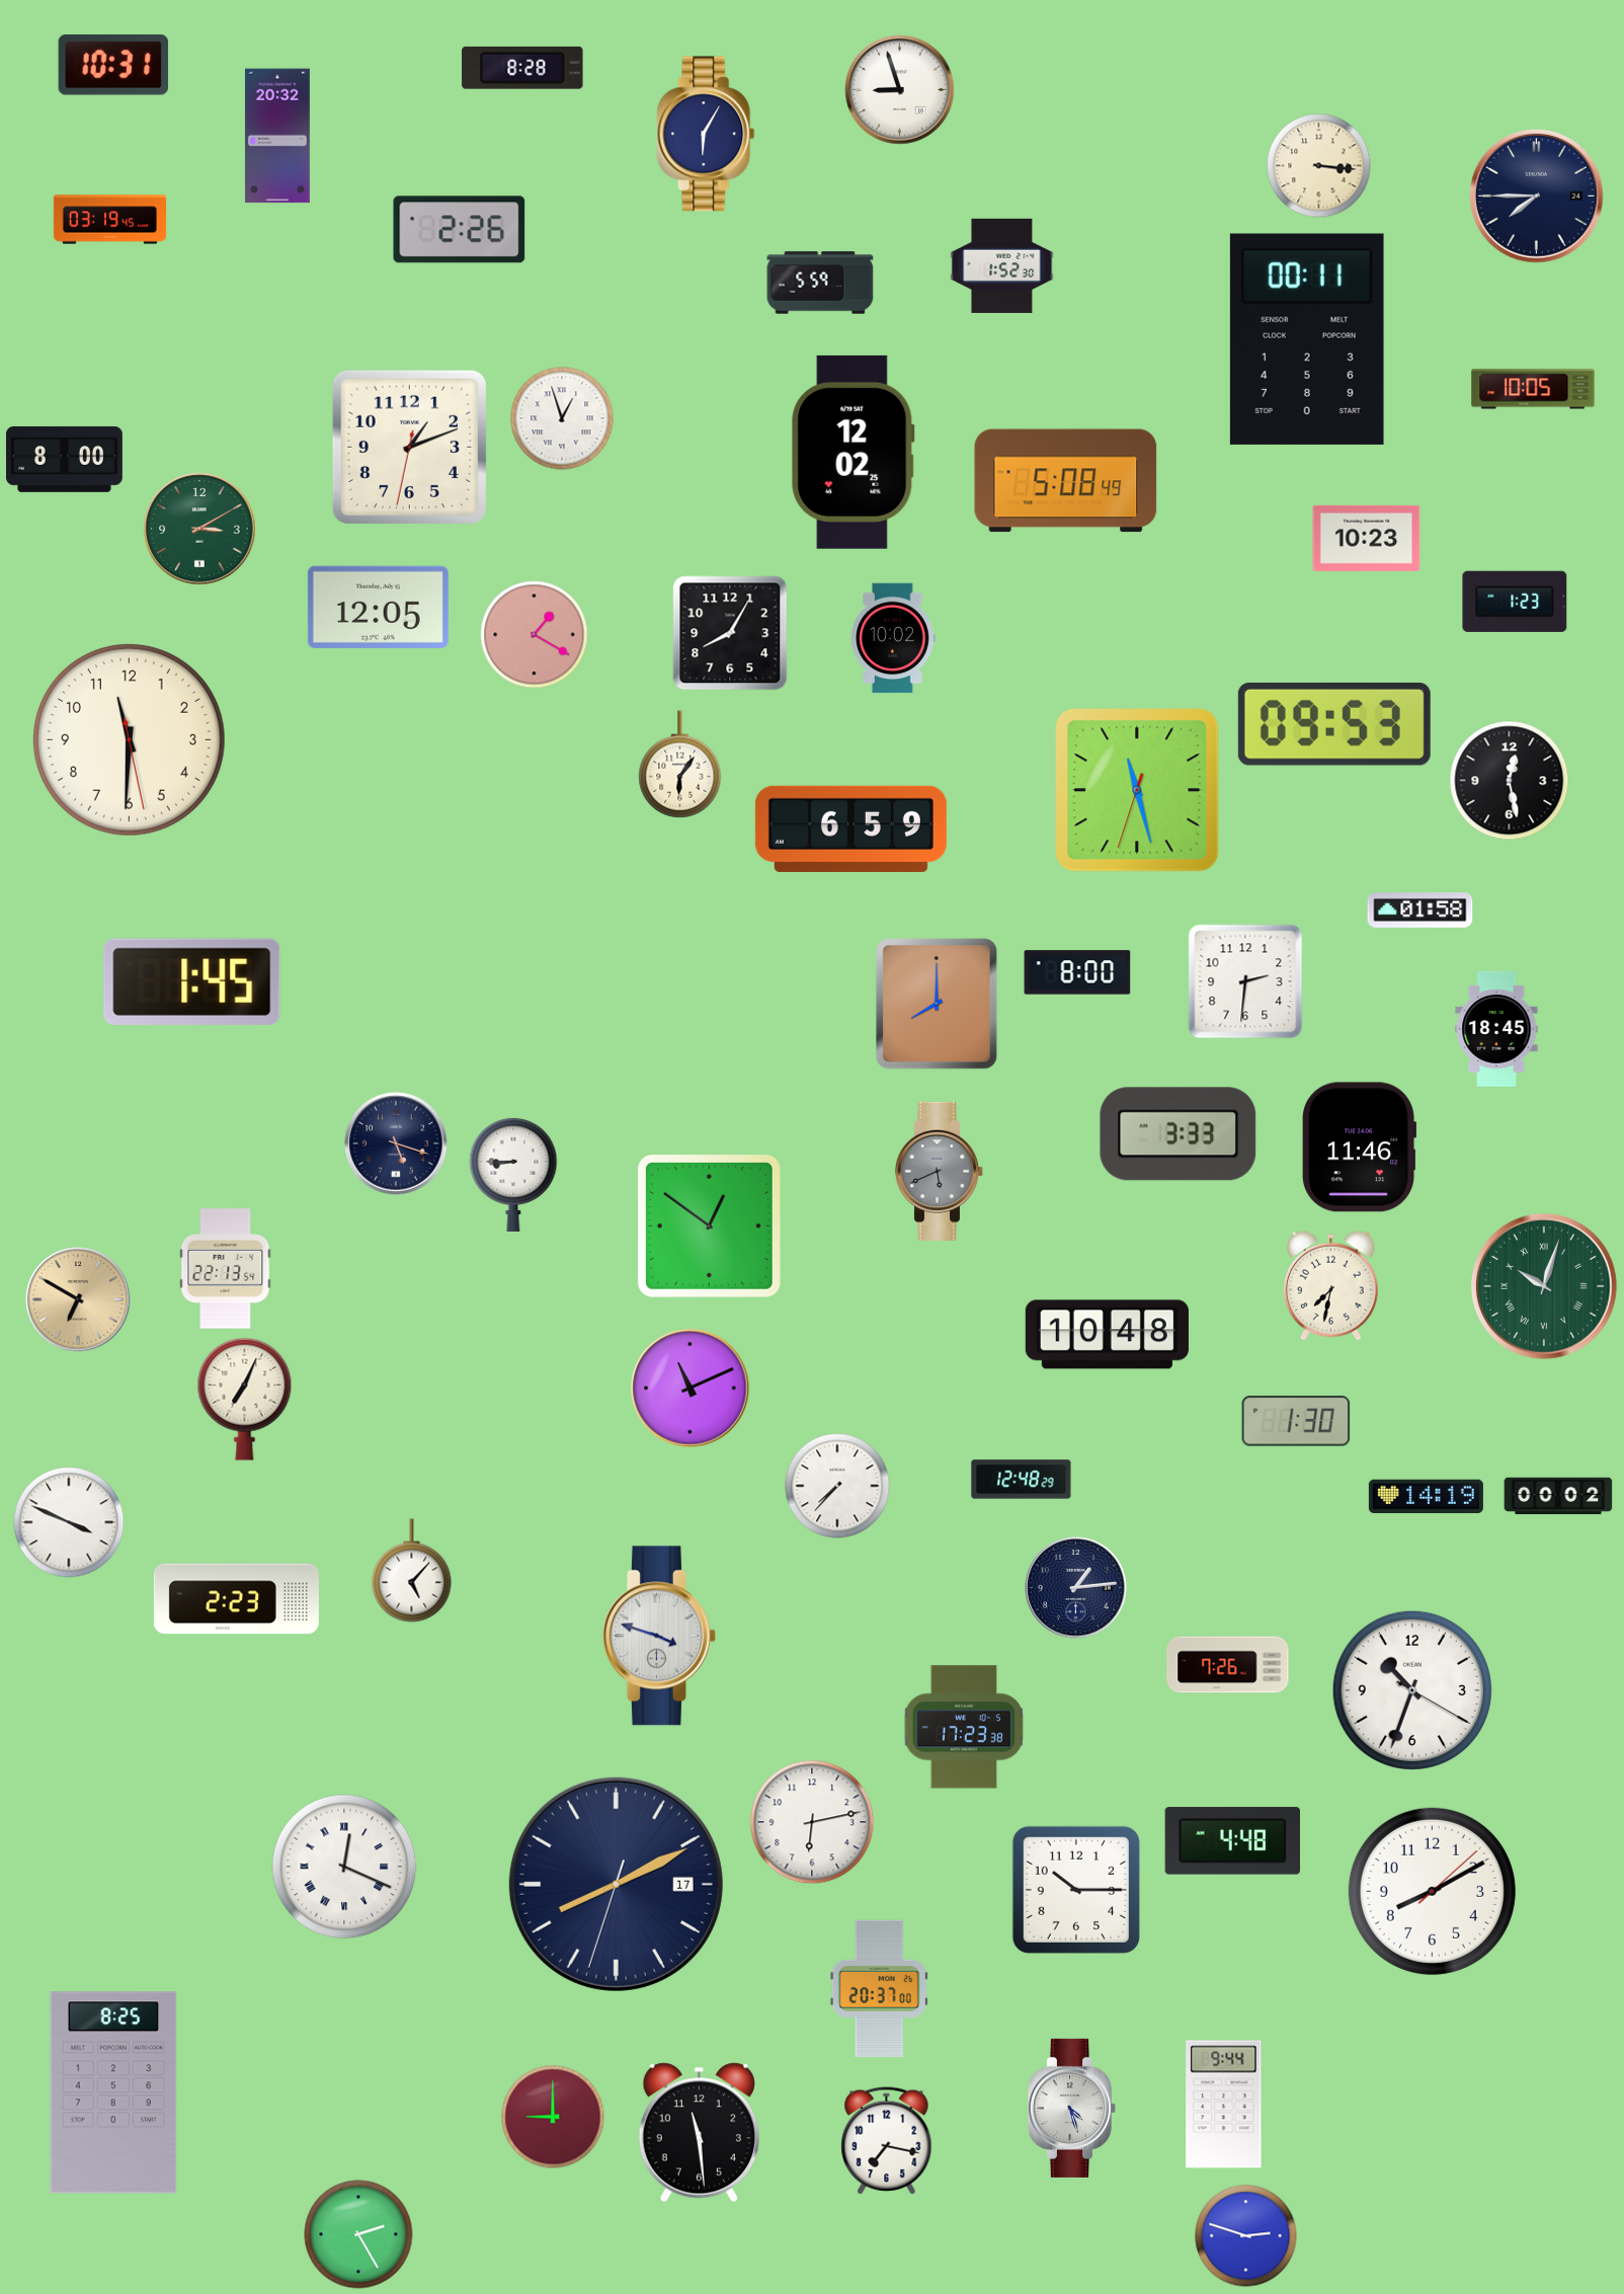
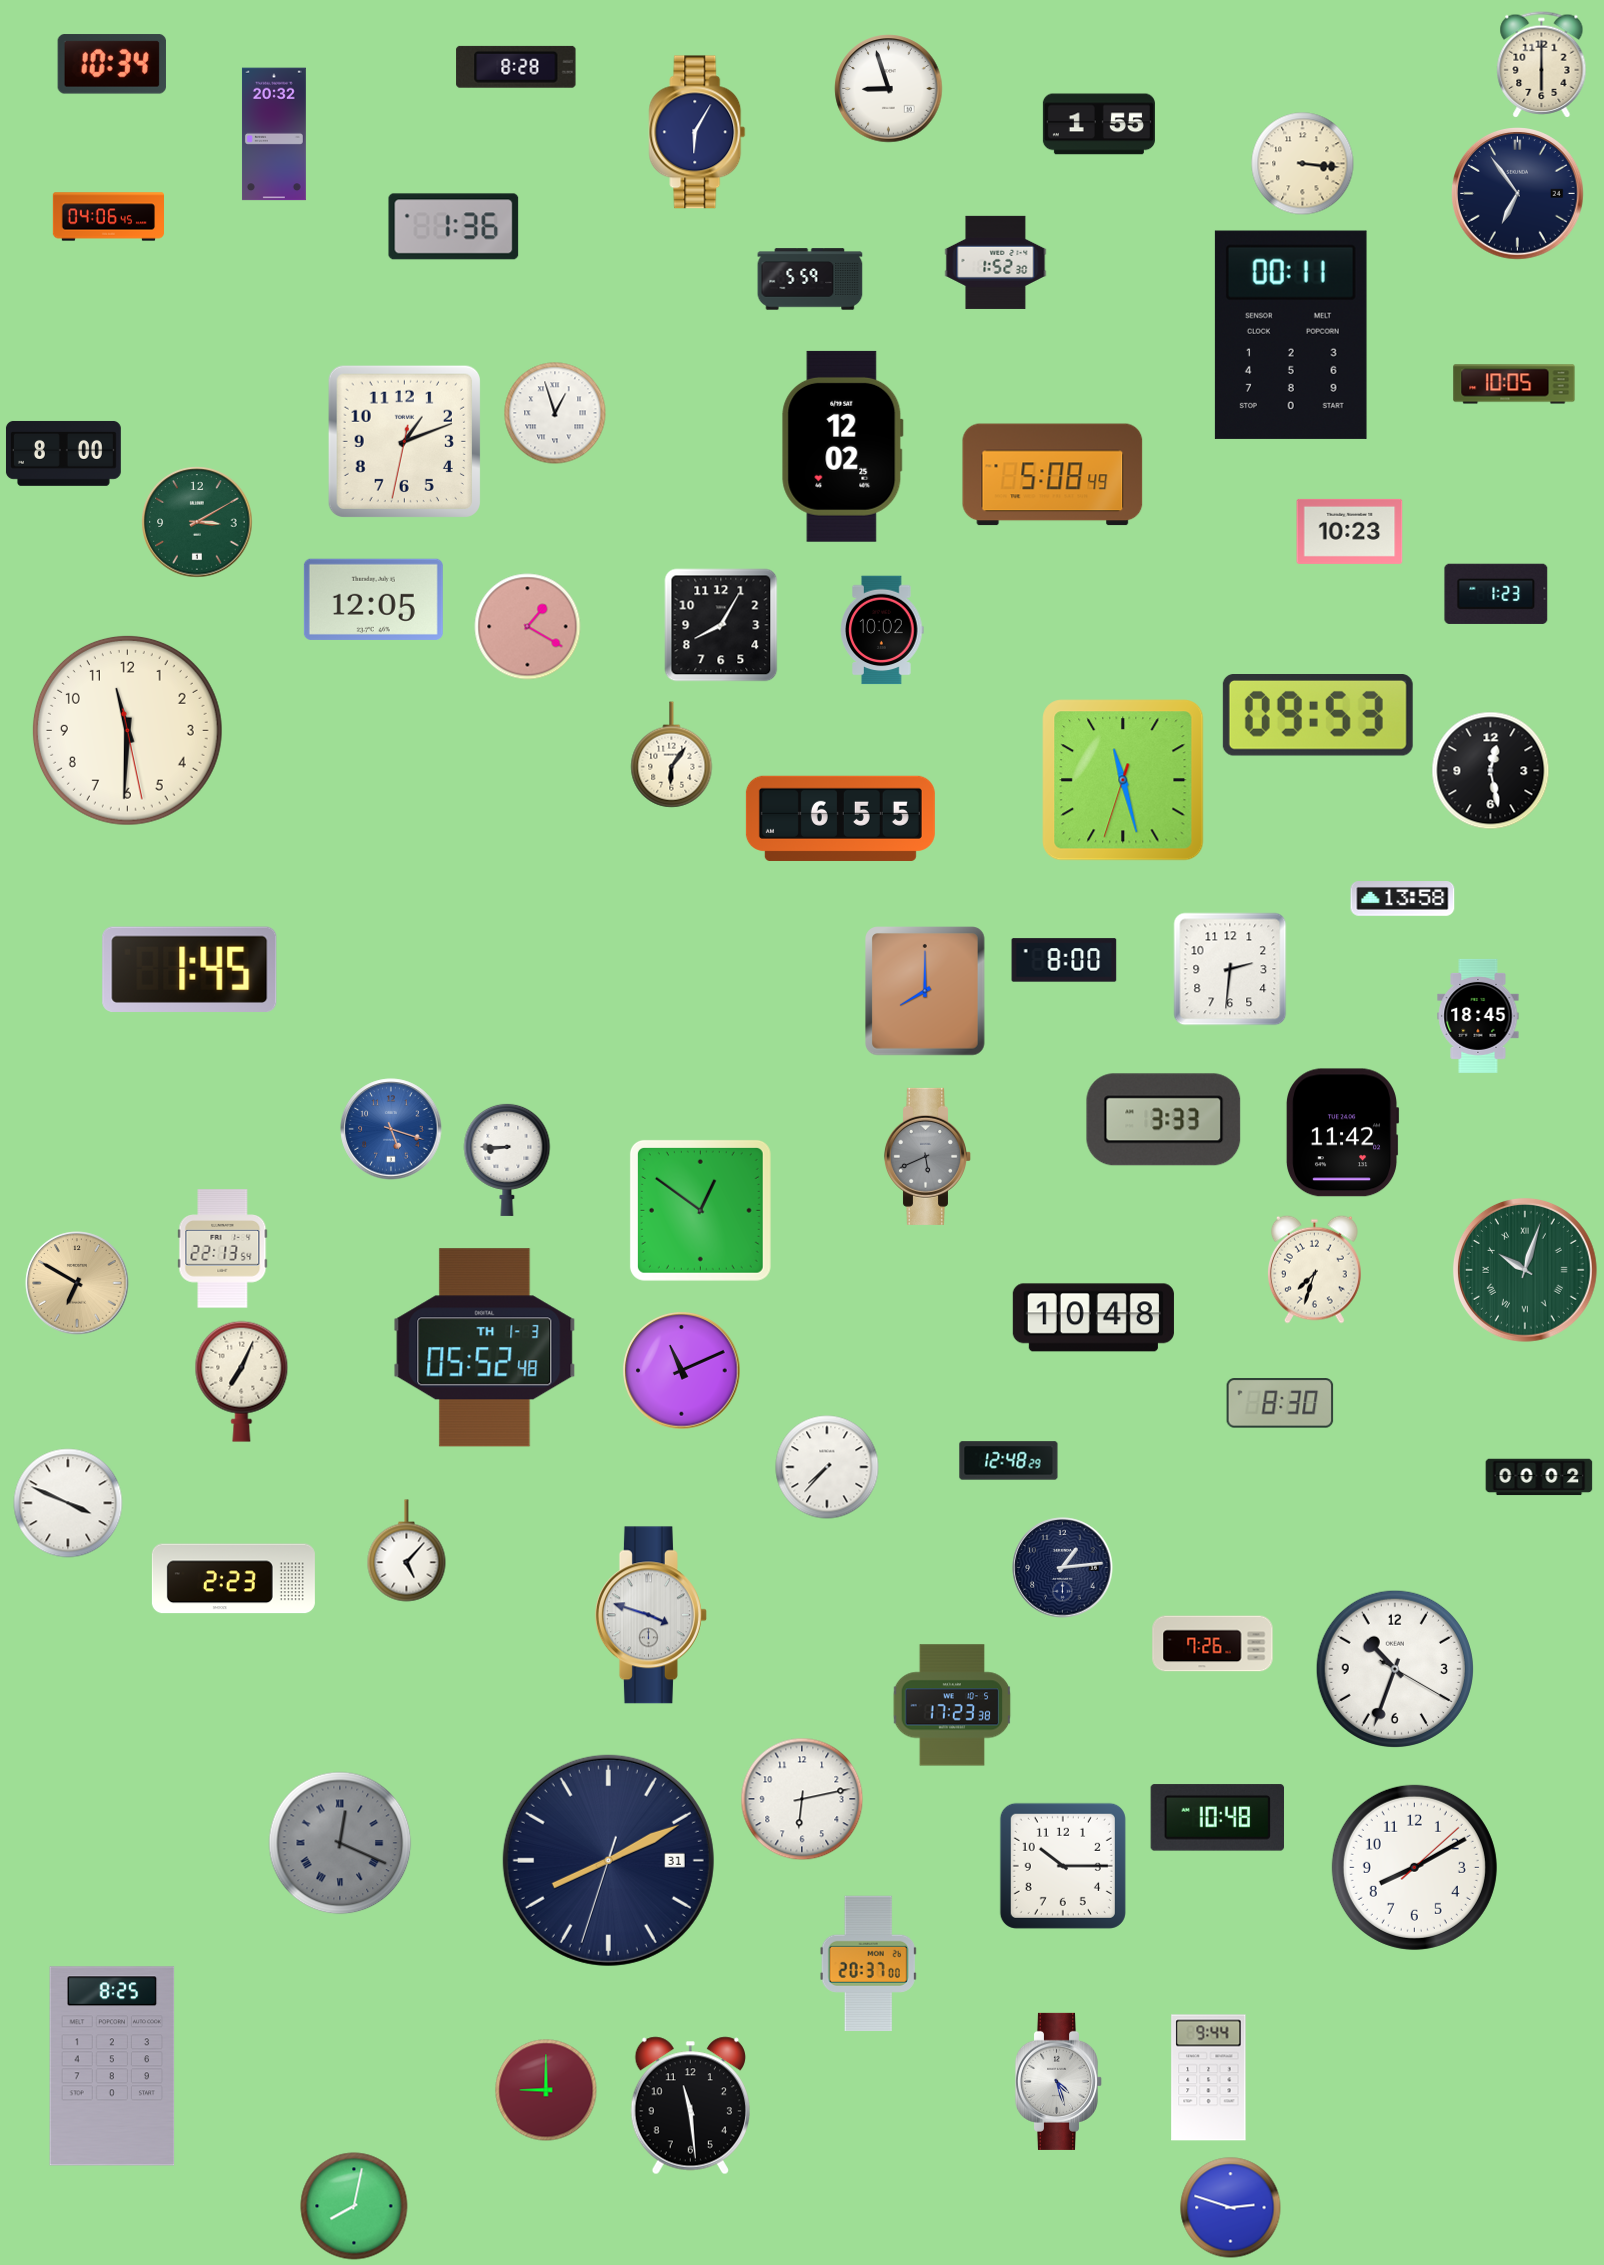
clock at (113, 65): 10:31 -> 10:34
clock at (1542, 65): none -> 6:00
clock at (1099, 124): none -> 1:55
clock at (1537, 196): 7:45 -> 6:54
clock at (109, 220): 03:19 -> 04:06
clock at (460, 230): 2:26 -> 1:36
clock at (1002, 265) position: (1002, 265) -> (996, 262)
clock at (850, 828): 6:59 -> 6:55
clock at (1420, 911): 01:58 -> 13:58
clock at (396, 1143) dial: navy -> blue
clock at (1359, 1148): 11:46 -> 11:42
clock at (226, 1269) position: (226, 1269) -> (223, 1249)
clock at (1330, 1285): 7:32 -> 7:33
clock at (485, 1348): none -> 05:52
clock at (1296, 1421): 1:30 -> 8:30
clock at (1426, 1497): 14:19 -> none
clock at (1232, 1841): 4:48 -> 10:48
clock at (344, 1867) dial: white -> grey
clock at (616, 1884) date: 17 -> 31
clock at (887, 2141): 7:17 -> none
clock at (358, 2234): 2:25 -> 8:02
